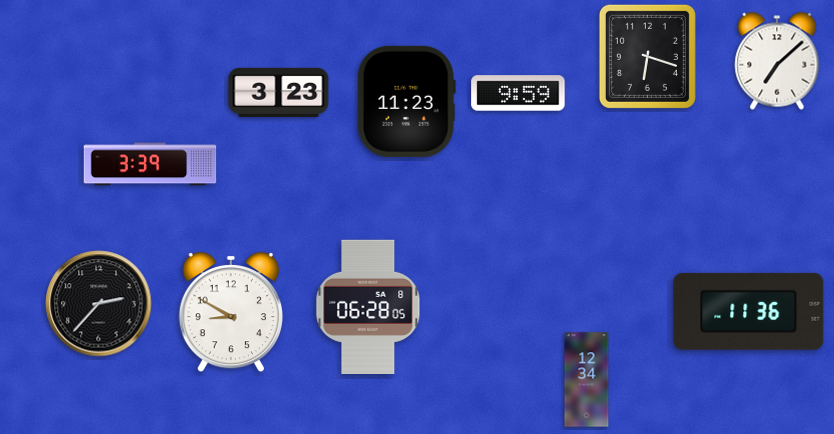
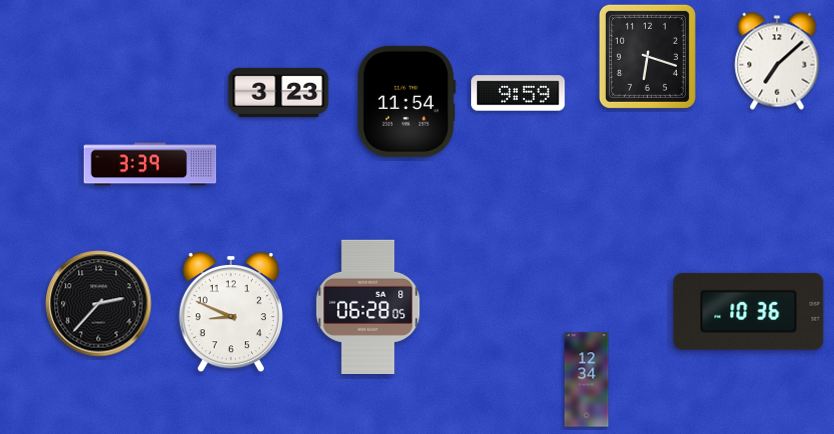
clock at (406, 101): 11:23 -> 11:54
clock at (749, 311): 11:36 -> 10:36
clock at (231, 312): 8:50 -> 8:49
